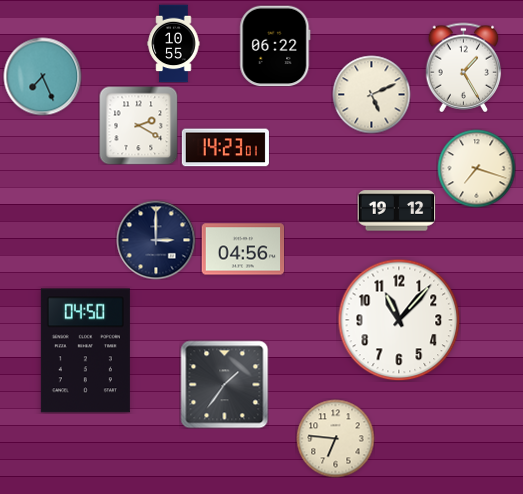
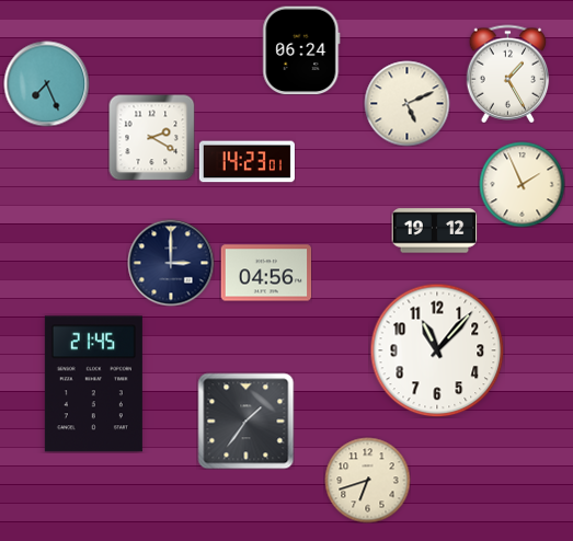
clock at (174, 43): 10:55 -> none
clock at (275, 46): 06:22 -> 06:24
clock at (476, 168): 7:18 -> 1:56
clock at (85, 351): 04:50 -> 21:45
clock at (335, 438): 6:46 -> 6:42
